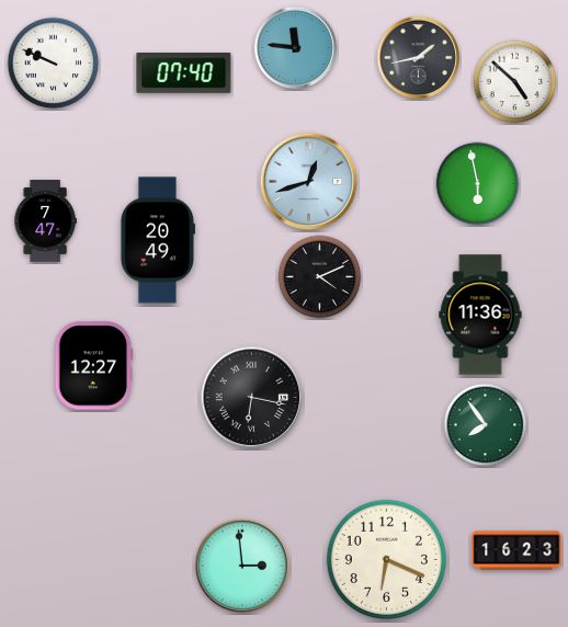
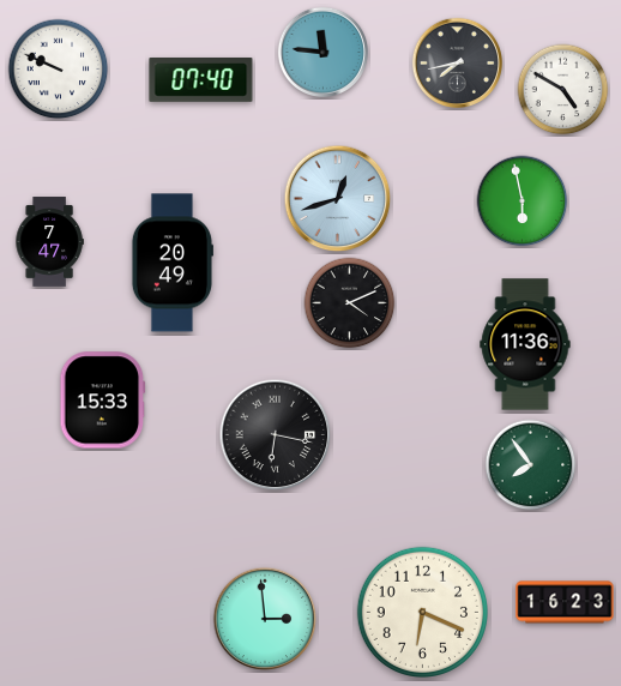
clock at (418, 57): 1:43 -> 7:43
clock at (515, 82): 4:52 -> 4:50
clock at (94, 366): 12:27 -> 15:33
